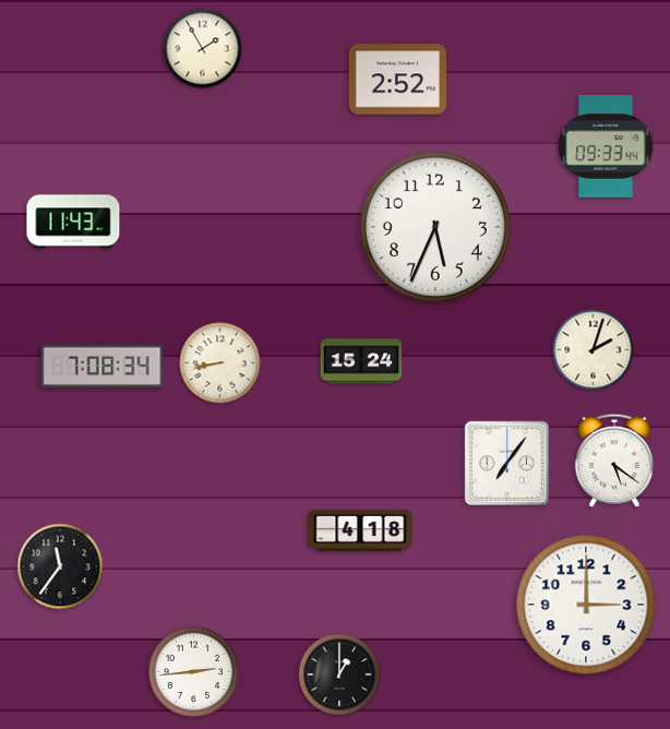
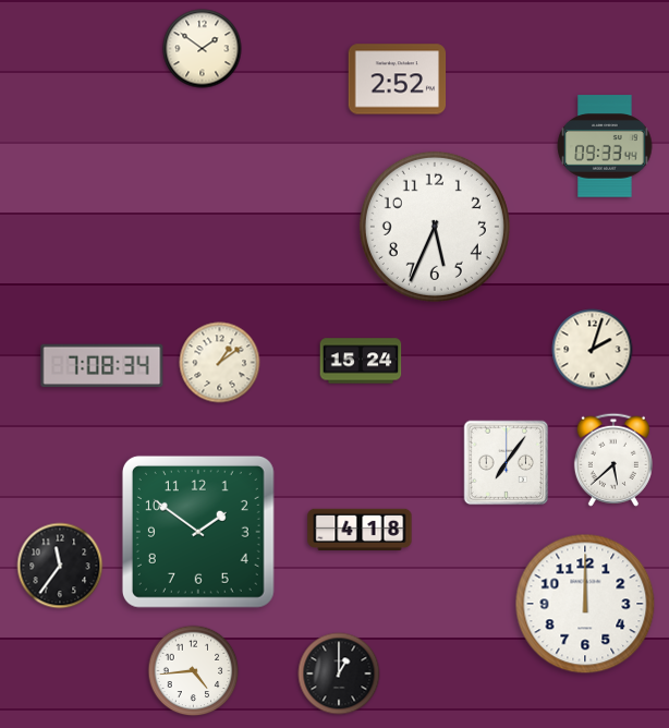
clock at (203, 49): 1:55 -> 1:51
clock at (73, 222): 11:43 -> none
clock at (220, 363): 8:43 -> 1:09
clock at (614, 461): 5:21 -> 5:38
clock at (198, 532): none -> 1:51
clock at (586, 605): 3:00 -> 12:00
clock at (194, 672): 2:44 -> 4:44
